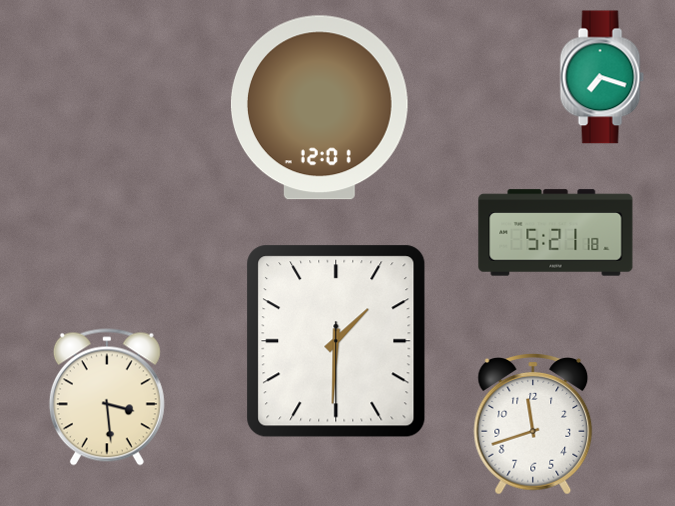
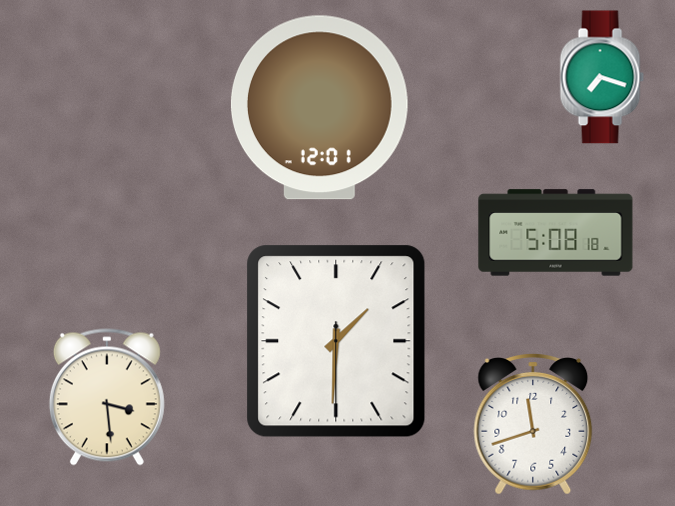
clock at (556, 233): 5:21 -> 5:08
